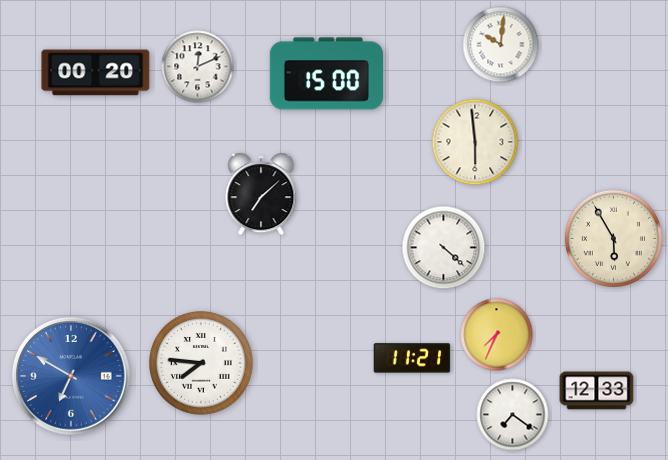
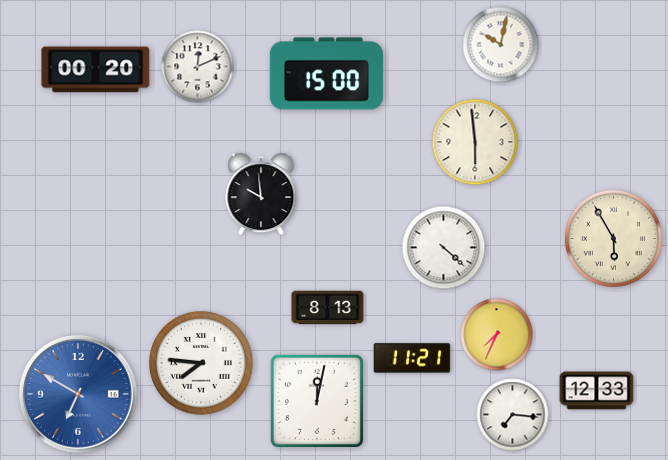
clock at (501, 45): 10:01 -> 10:02
clock at (96, 73) position: (96, 73) -> (96, 70)
clock at (261, 194): 7:08 -> 9:59
clock at (328, 308): none -> 8:13
clock at (71, 376) position: (71, 376) -> (78, 394)
clock at (317, 401): none -> 12:02
clock at (513, 415): 7:21 -> 7:16
